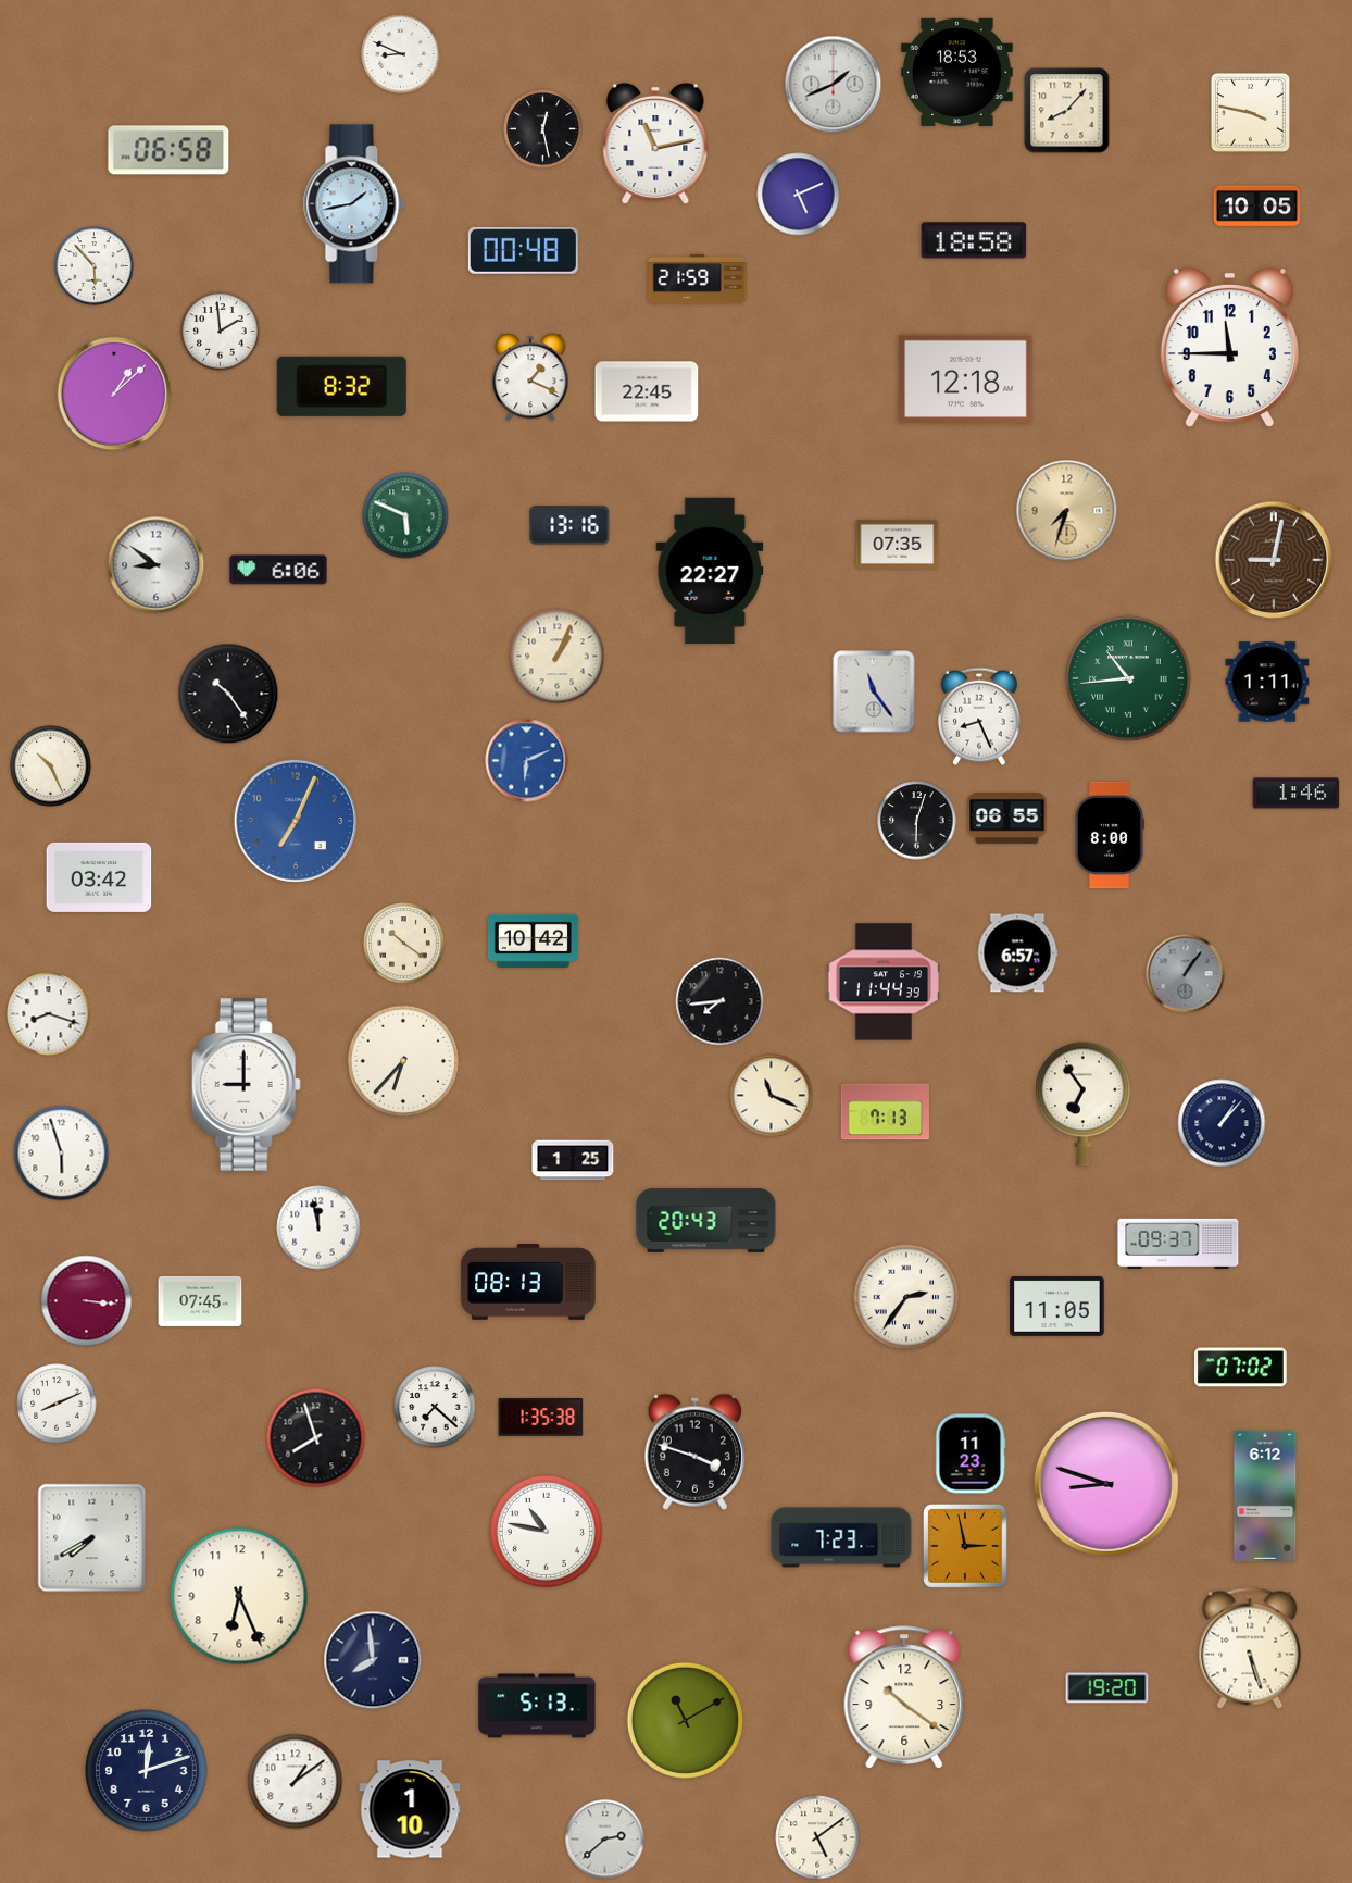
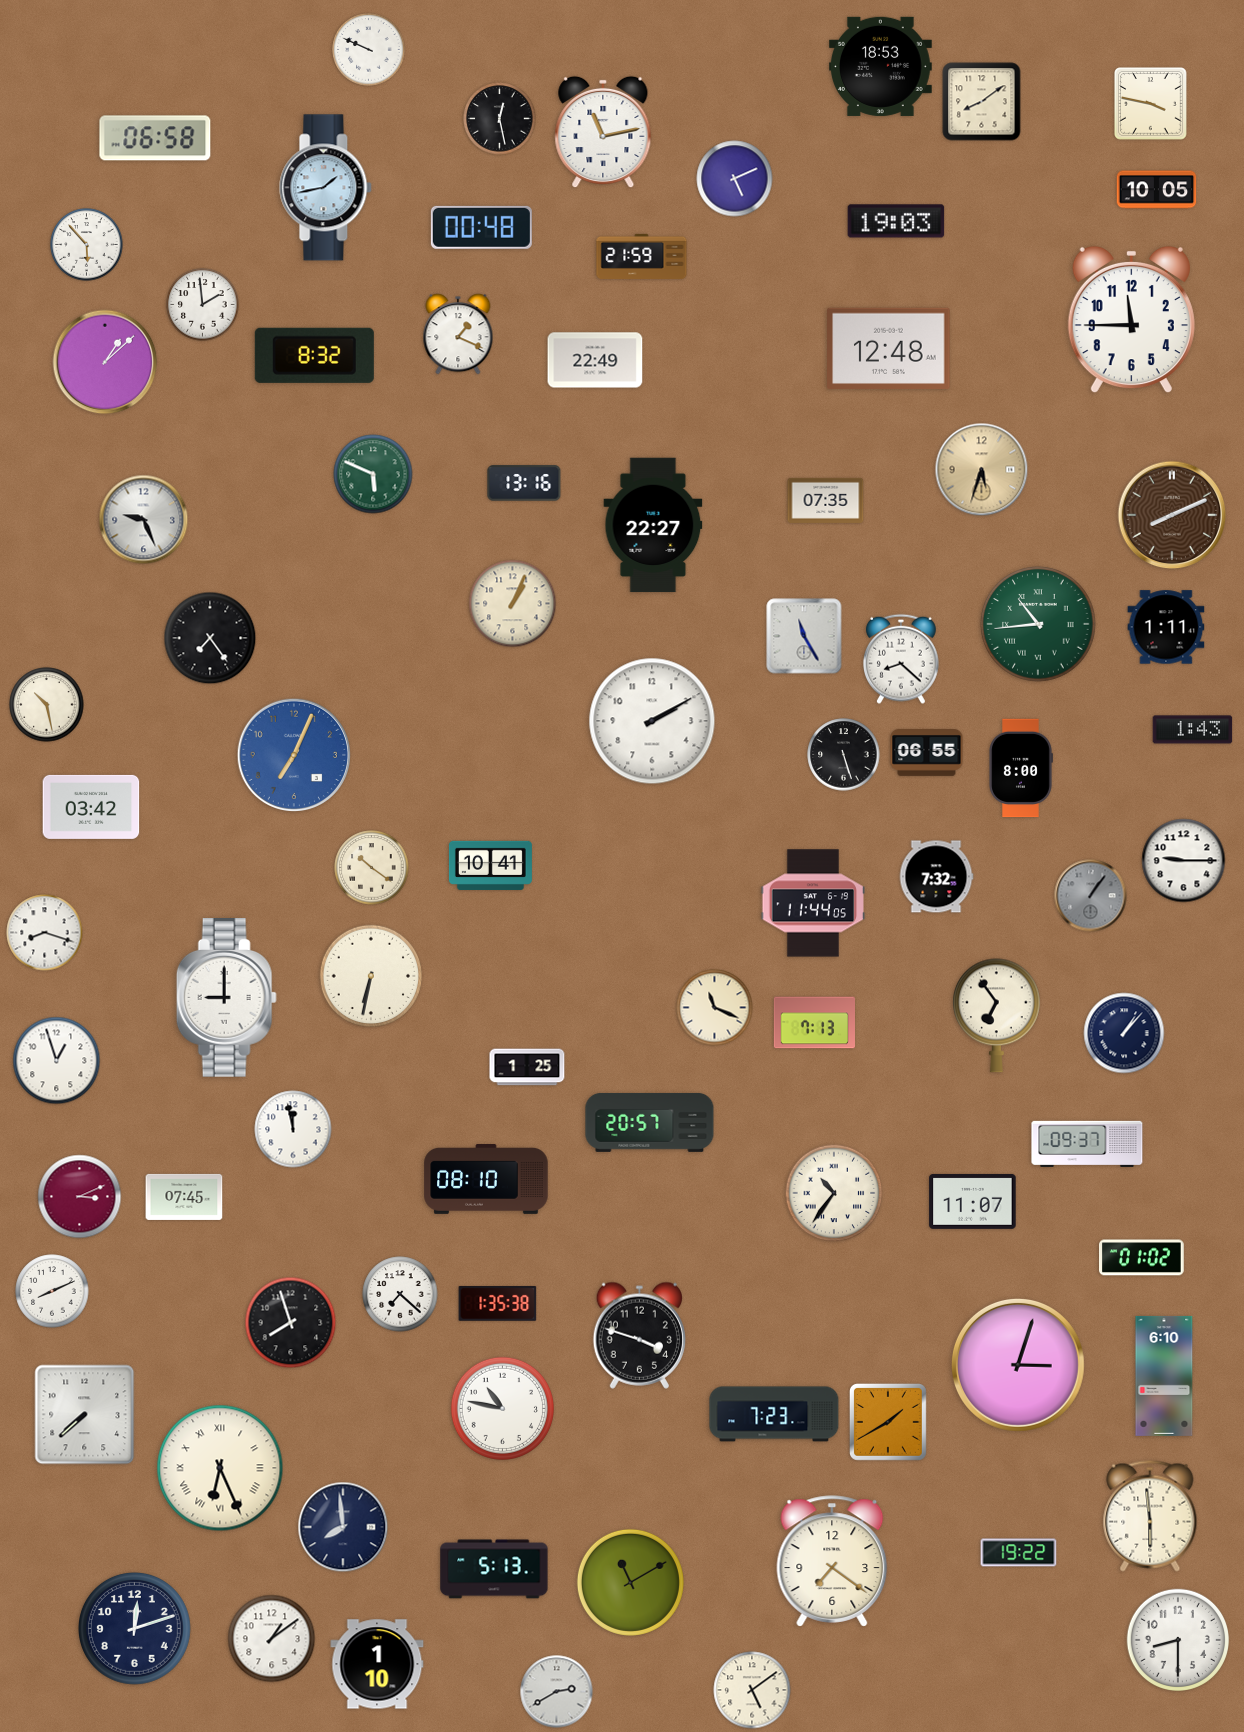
clock at (401, 54): 8:49 -> 9:49
clock at (834, 85): 1:41 -> none
clock at (1067, 111): 8:07 -> 8:09
clock at (974, 240): 18:58 -> 19:03
clock at (523, 250) position: (523, 250) -> (481, 227)
clock at (530, 377) position: (530, 377) -> (458, 334)
clock at (966, 378): 12:18 -> 12:48
clock at (647, 391): 22:45 -> 22:49
clock at (1067, 511): 7:33 -> 5:33
clock at (1274, 560): 9:02 -> 8:11
clock at (157, 565): 8:51 -> 9:26
clock at (278, 570): 6:06 -> none
clock at (874, 691): 11:24 -> 11:25
clock at (228, 694): 10:24 -> 7:24
clock at (980, 716): 8:26 -> 8:22
clock at (527, 761): 6:11 -> none
clock at (51, 766): 10:26 -> 10:28
clock at (652, 721): none -> 2:10
clock at (1297, 794): 1:46 -> 1:43
clock at (295, 820) position: (295, 820) -> (293, 754)
clock at (917, 821): 6:03 -> 5:27
clock at (1184, 861): none -> 9:15
clock at (533, 940): 10:42 -> 10:41
clock at (1017, 953): 6:57 -> 7:32
clock at (884, 982): 11:44:39 -> 11:44:05
clock at (719, 1001): 7:44 -> none
clock at (402, 1060): 6:37 -> 6:32
clock at (772, 1096) position: (772, 1096) -> (715, 1008)
clock at (62, 1154): 5:57 -> 12:57
clock at (706, 1220): 20:43 -> 20:57
clock at (1178, 1244) position: (1178, 1244) -> (1087, 1144)
clock at (528, 1283): 08:13 -> 08:10
clock at (906, 1297): 2:36 -> 10:36
clock at (87, 1301): 3:16 -> 3:11
clock at (1057, 1306): 11:05 -> 11:07
clock at (1241, 1368): 07:02 -> 01:02
clock at (971, 1454): 11:23 -> none
clock at (1106, 1484): 8:48 -> 3:03
clock at (1265, 1496): 6:12 -> 6:10
clock at (92, 1538): 7:40 -> 7:38
clock at (965, 1546): 2:58 -> 1:40
clock at (239, 1596) numerals: Arabic -> Roman
clock at (1250, 1648): 5:27 -> 5:59
clock at (1107, 1688): 19:20 -> 19:22
clock at (904, 1697): 10:21 -> 7:21
clock at (1177, 1639): none -> 8:30
clock at (605, 1840): 2:38 -> 2:40
